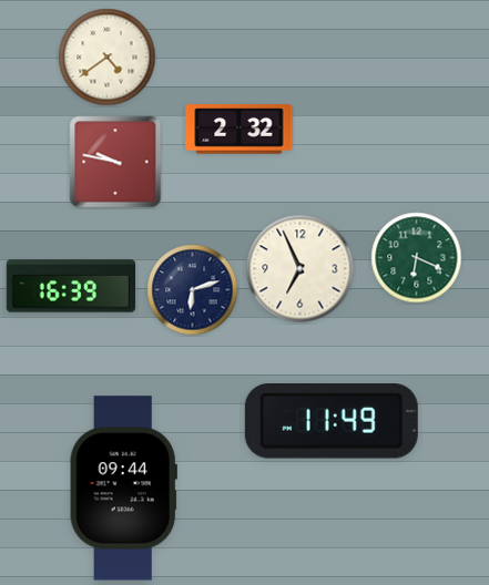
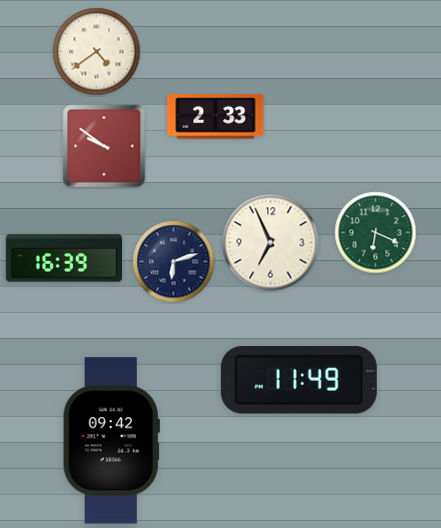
clock at (240, 130): 2:32 -> 2:33
clock at (115, 162): 9:47 -> 9:51
clock at (123, 489): 09:44 -> 09:42
